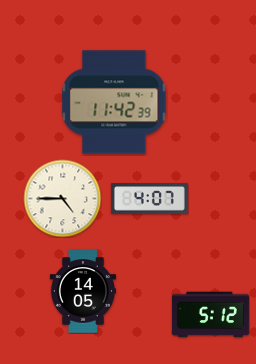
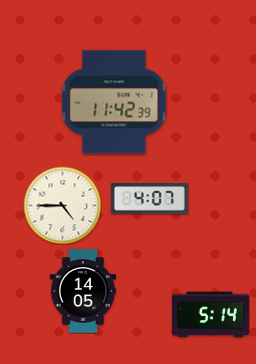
clock at (62, 198) position: (62, 198) -> (62, 205)
clock at (210, 315): 5:12 -> 5:14
